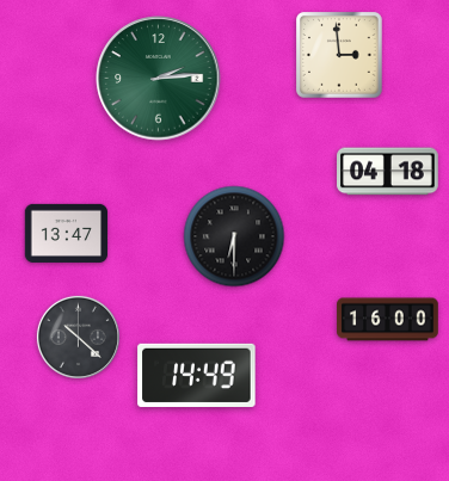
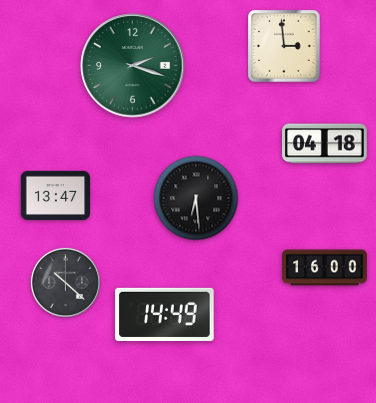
clock at (159, 79): 2:14 -> 2:18
clock at (234, 236): 6:30 -> 6:29
